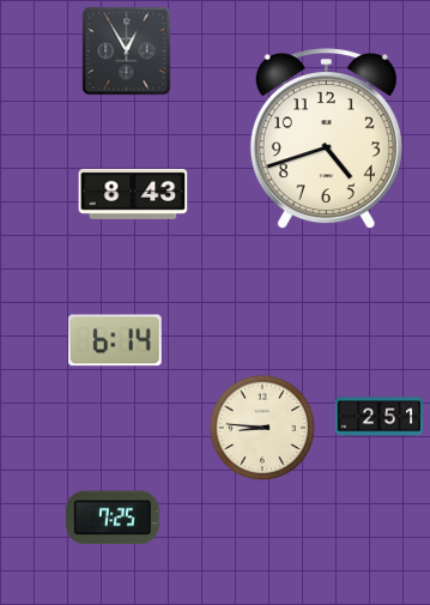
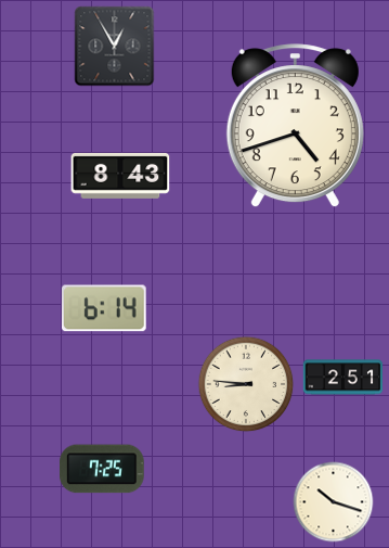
clock at (262, 428) position: (262, 428) -> (246, 384)
clock at (334, 502): none -> 10:18
